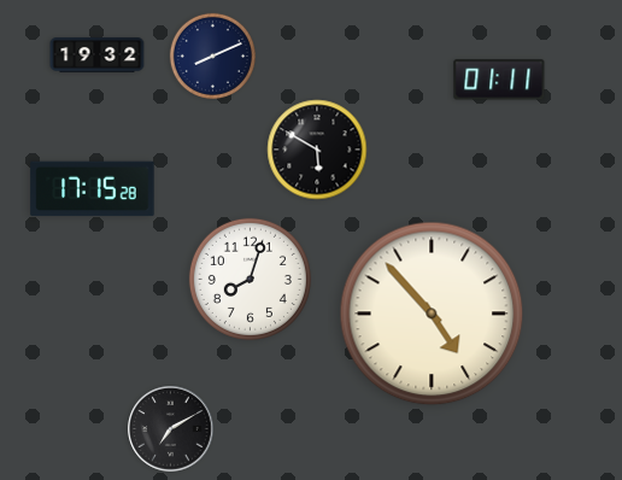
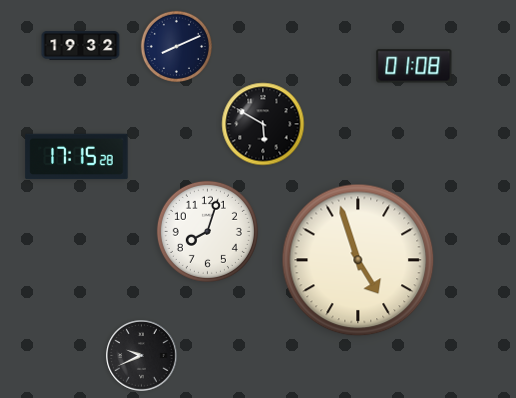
clock at (499, 80): 01:11 -> 01:08
clock at (432, 314): 4:53 -> 4:57
clock at (171, 429): 7:10 -> 9:41
